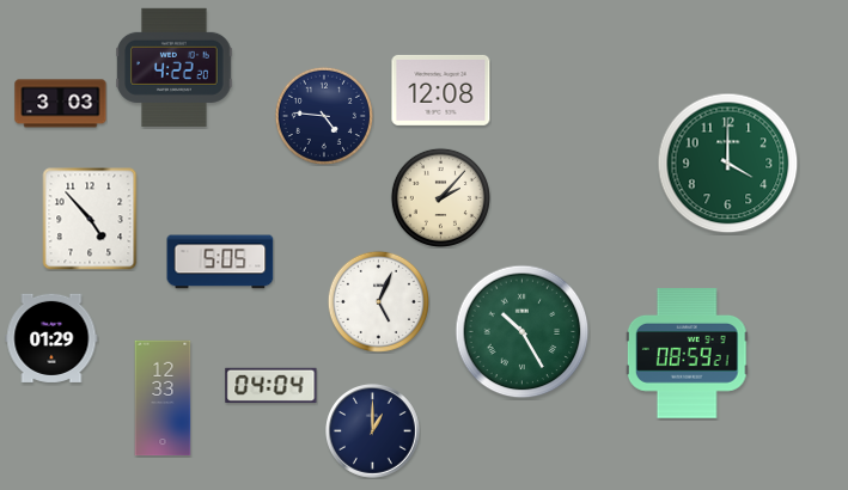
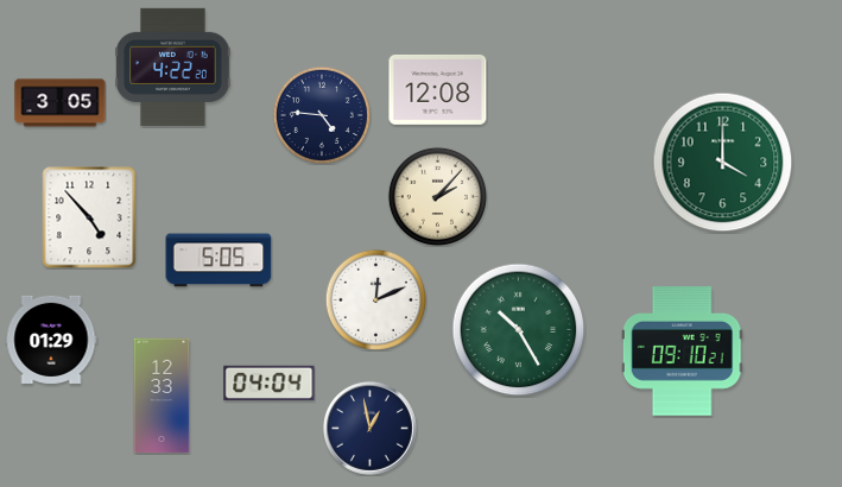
clock at (61, 104): 3:03 -> 3:05
clock at (378, 301): 5:04 -> 12:11
clock at (51, 338) position: (51, 338) -> (51, 340)
clock at (687, 354): 08:59 -> 09:10
clock at (373, 431): 1:00 -> 12:58
